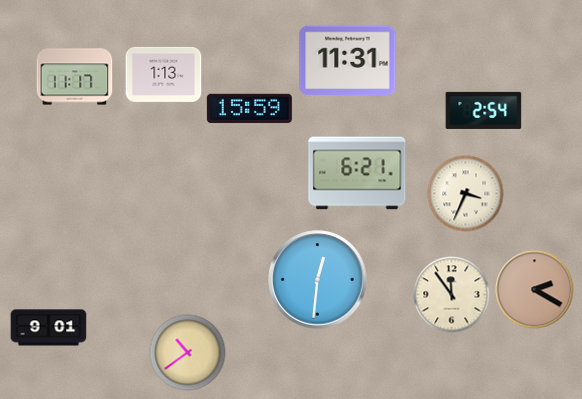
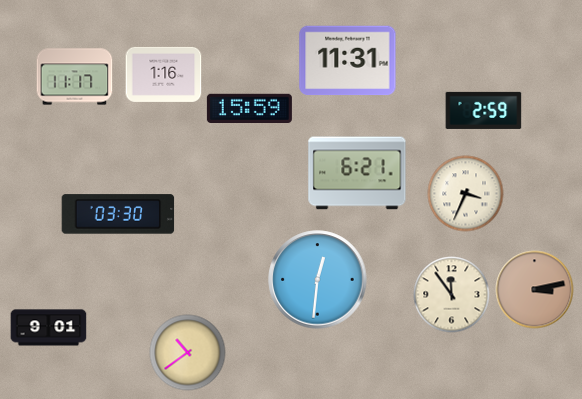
clock at (164, 74): 1:13 -> 1:16
clock at (484, 110): 2:54 -> 2:59
clock at (118, 214): none -> 03:30
clock at (535, 290): 2:20 -> 3:13
